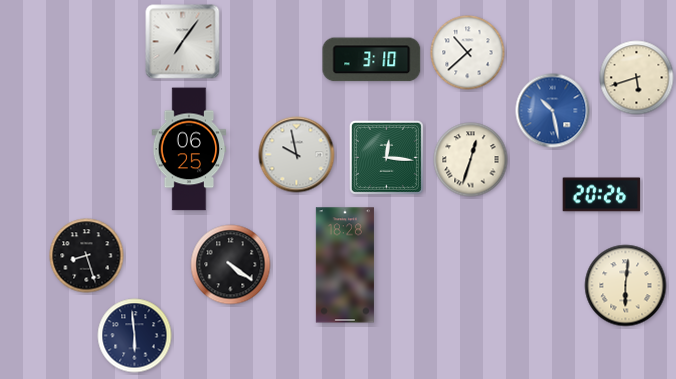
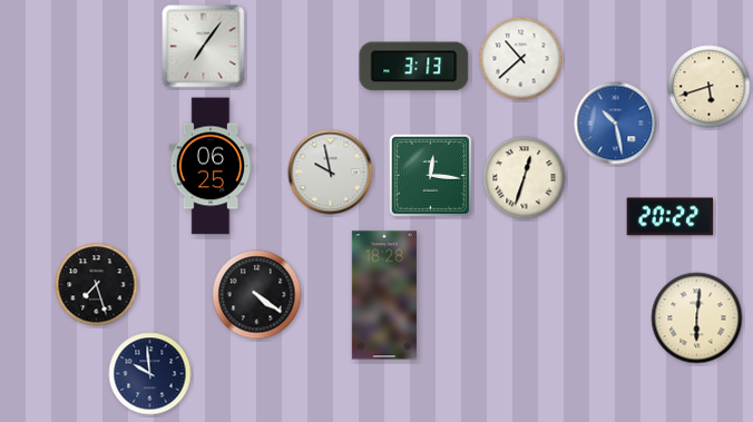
clock at (372, 60): 3:10 -> 3:13
clock at (602, 195): 20:26 -> 20:22
clock at (87, 256): 8:27 -> 7:27
clock at (135, 336): 5:59 -> 9:59
